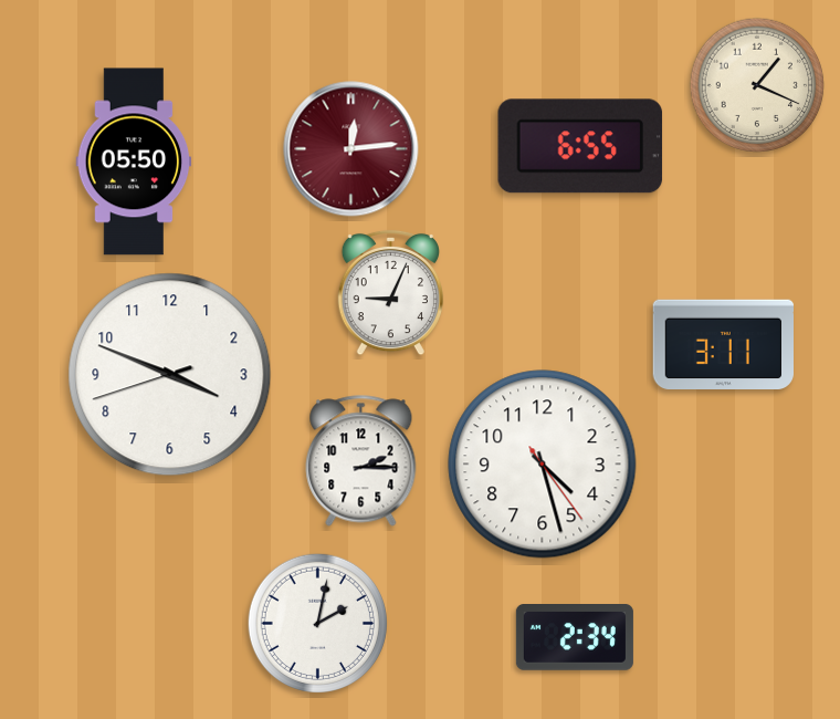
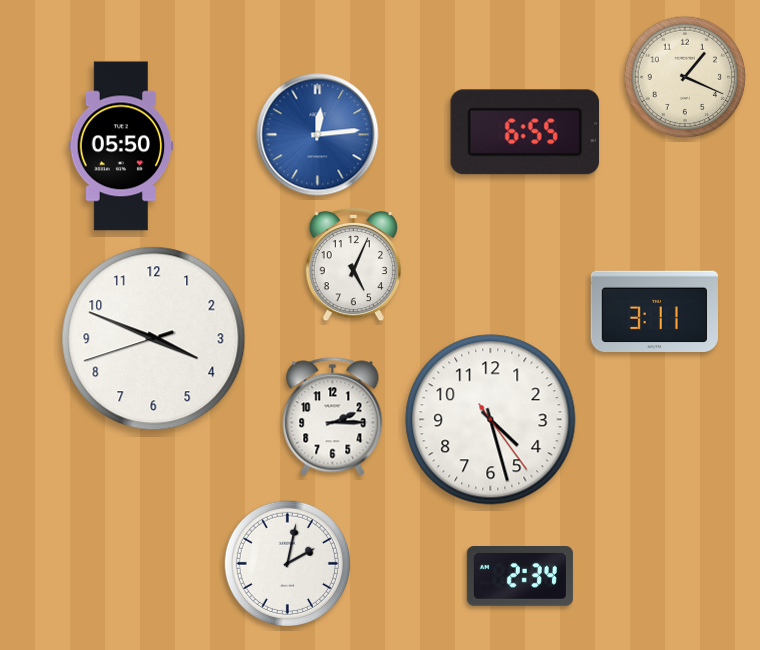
clock at (351, 149) dial: burgundy -> blue
clock at (390, 293): 9:04 -> 5:04
clock at (361, 461) position: (361, 461) -> (333, 417)
